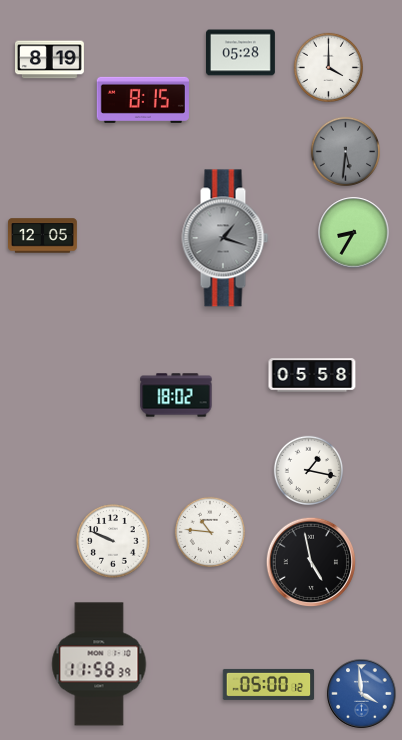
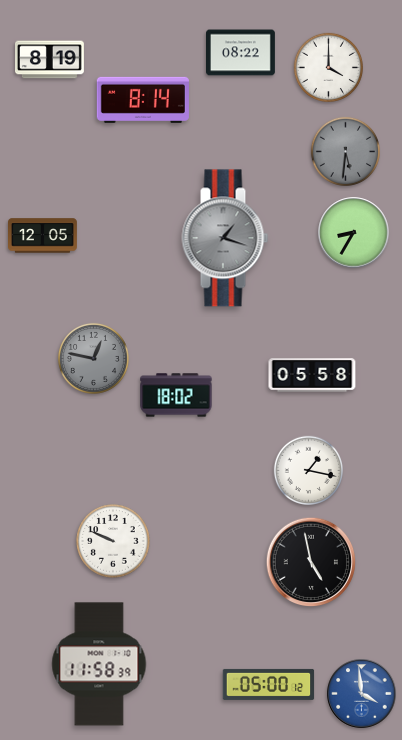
clock at (241, 53): 05:28 -> 08:22
clock at (143, 100): 8:15 -> 8:14
clock at (93, 358): none -> 12:47
clock at (210, 532): 10:46 -> none
